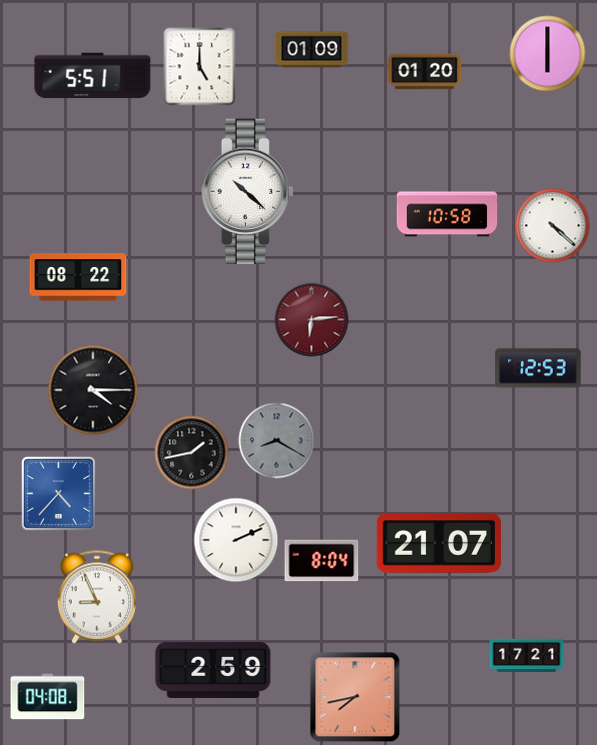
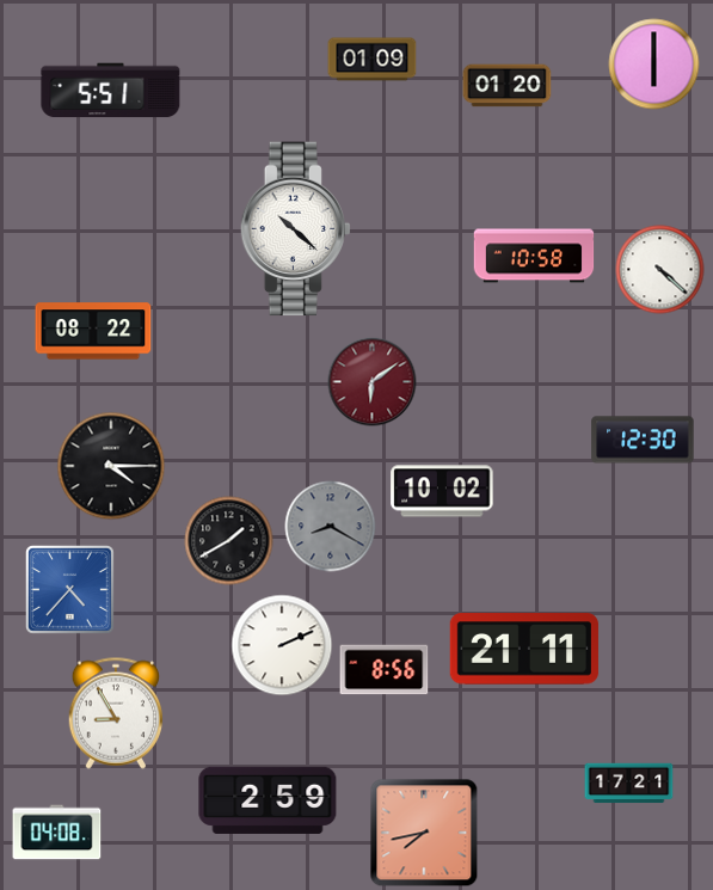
clock at (200, 67): 5:00 -> none
clock at (312, 320): 6:14 -> 6:09
clock at (538, 368): 12:53 -> 12:30
clock at (442, 491): none -> 10:02
clock at (192, 453): 1:43 -> 1:40
clock at (438, 543): 21:07 -> 21:11
clock at (322, 561): 8:04 -> 8:56
clock at (96, 597): 8:56 -> 8:55
clock at (213, 670) position: (213, 670) -> (268, 800)
